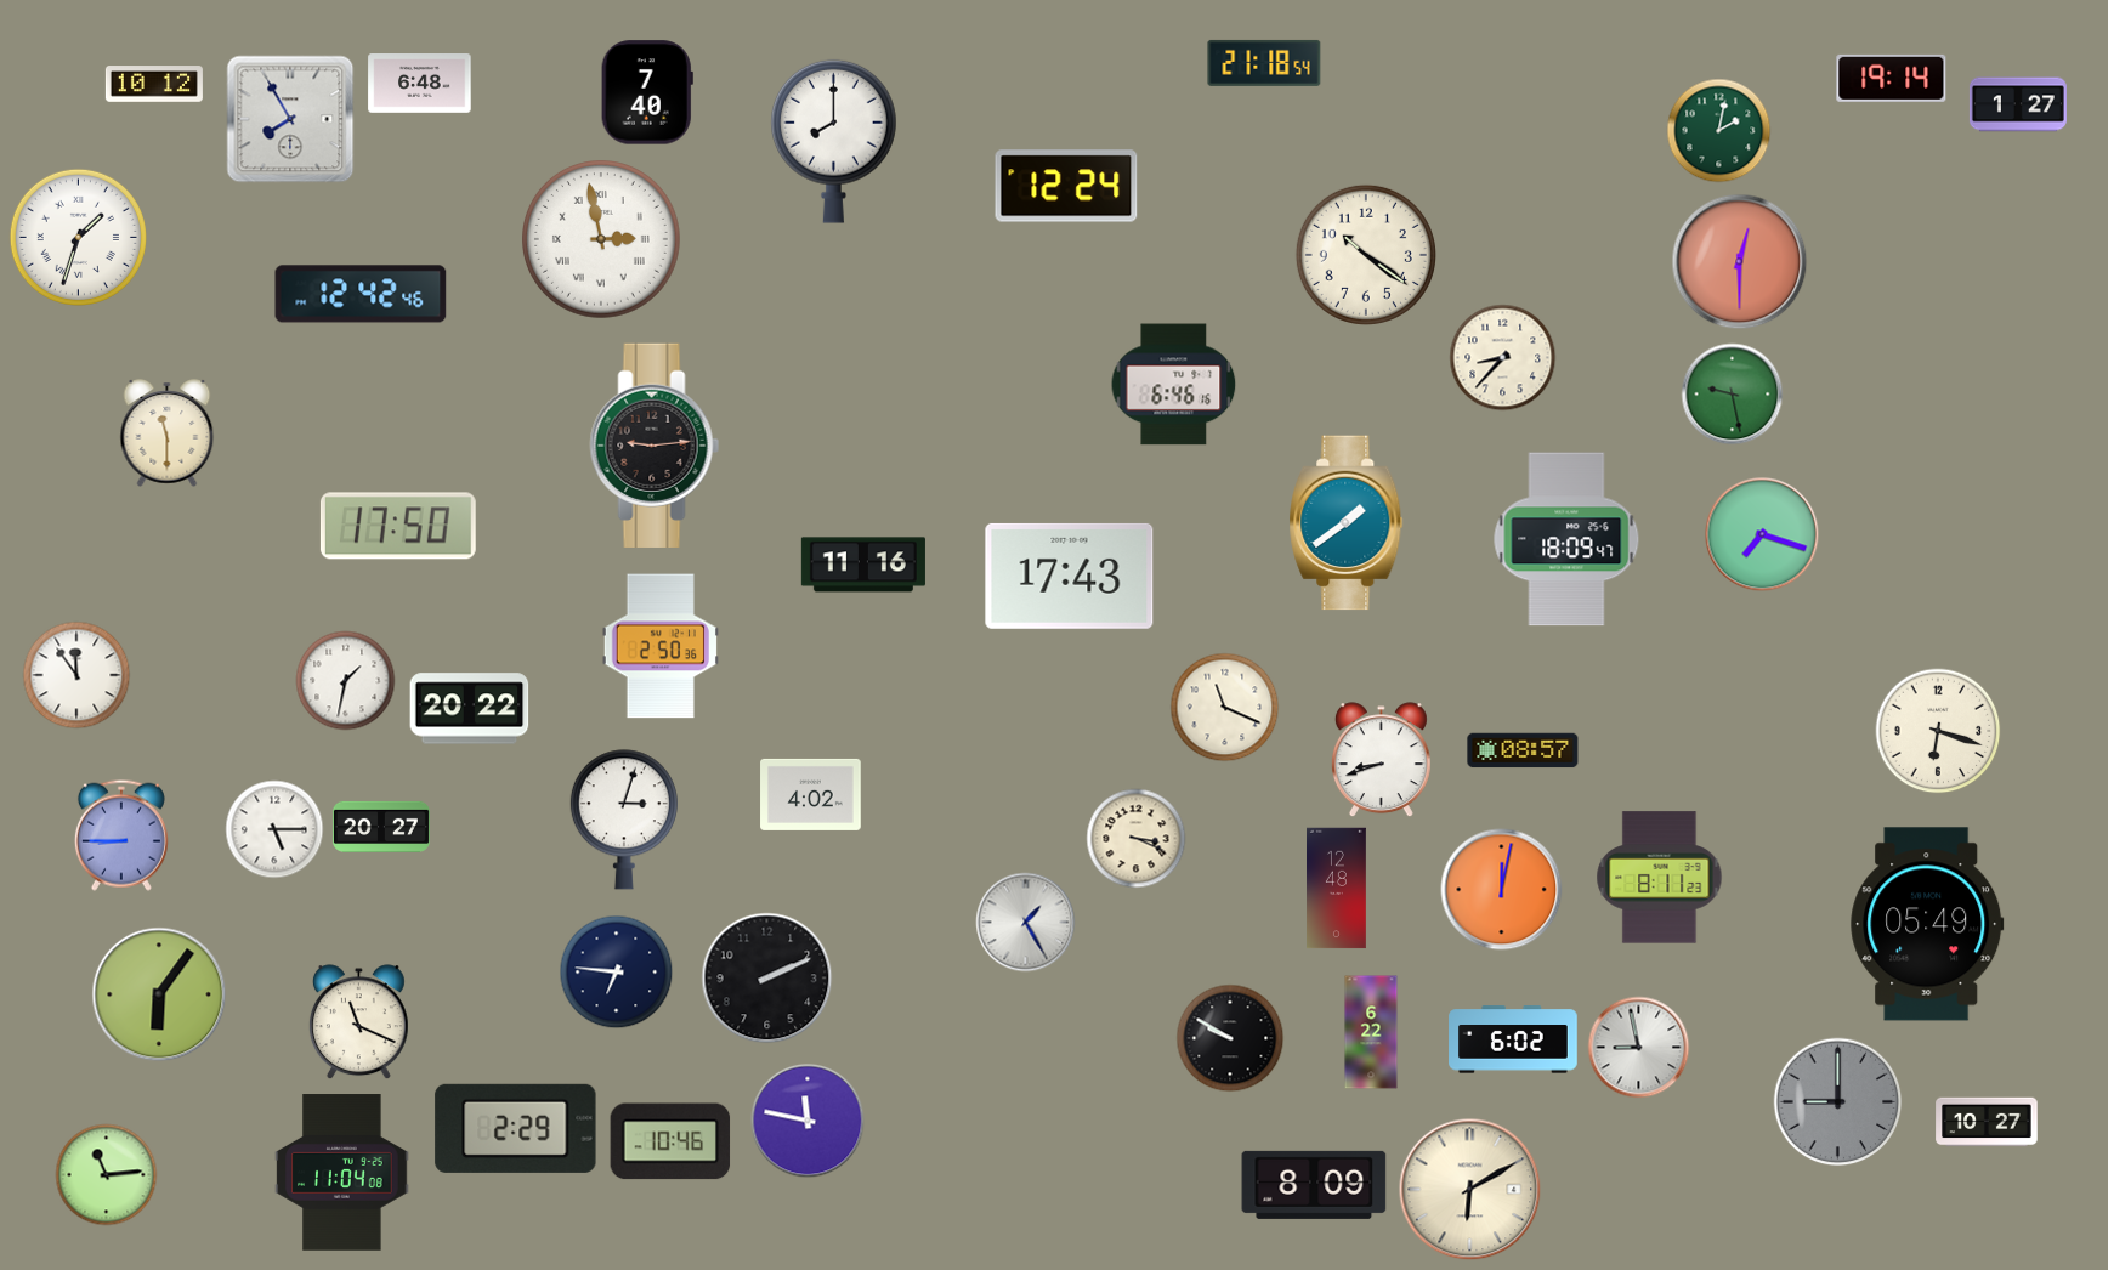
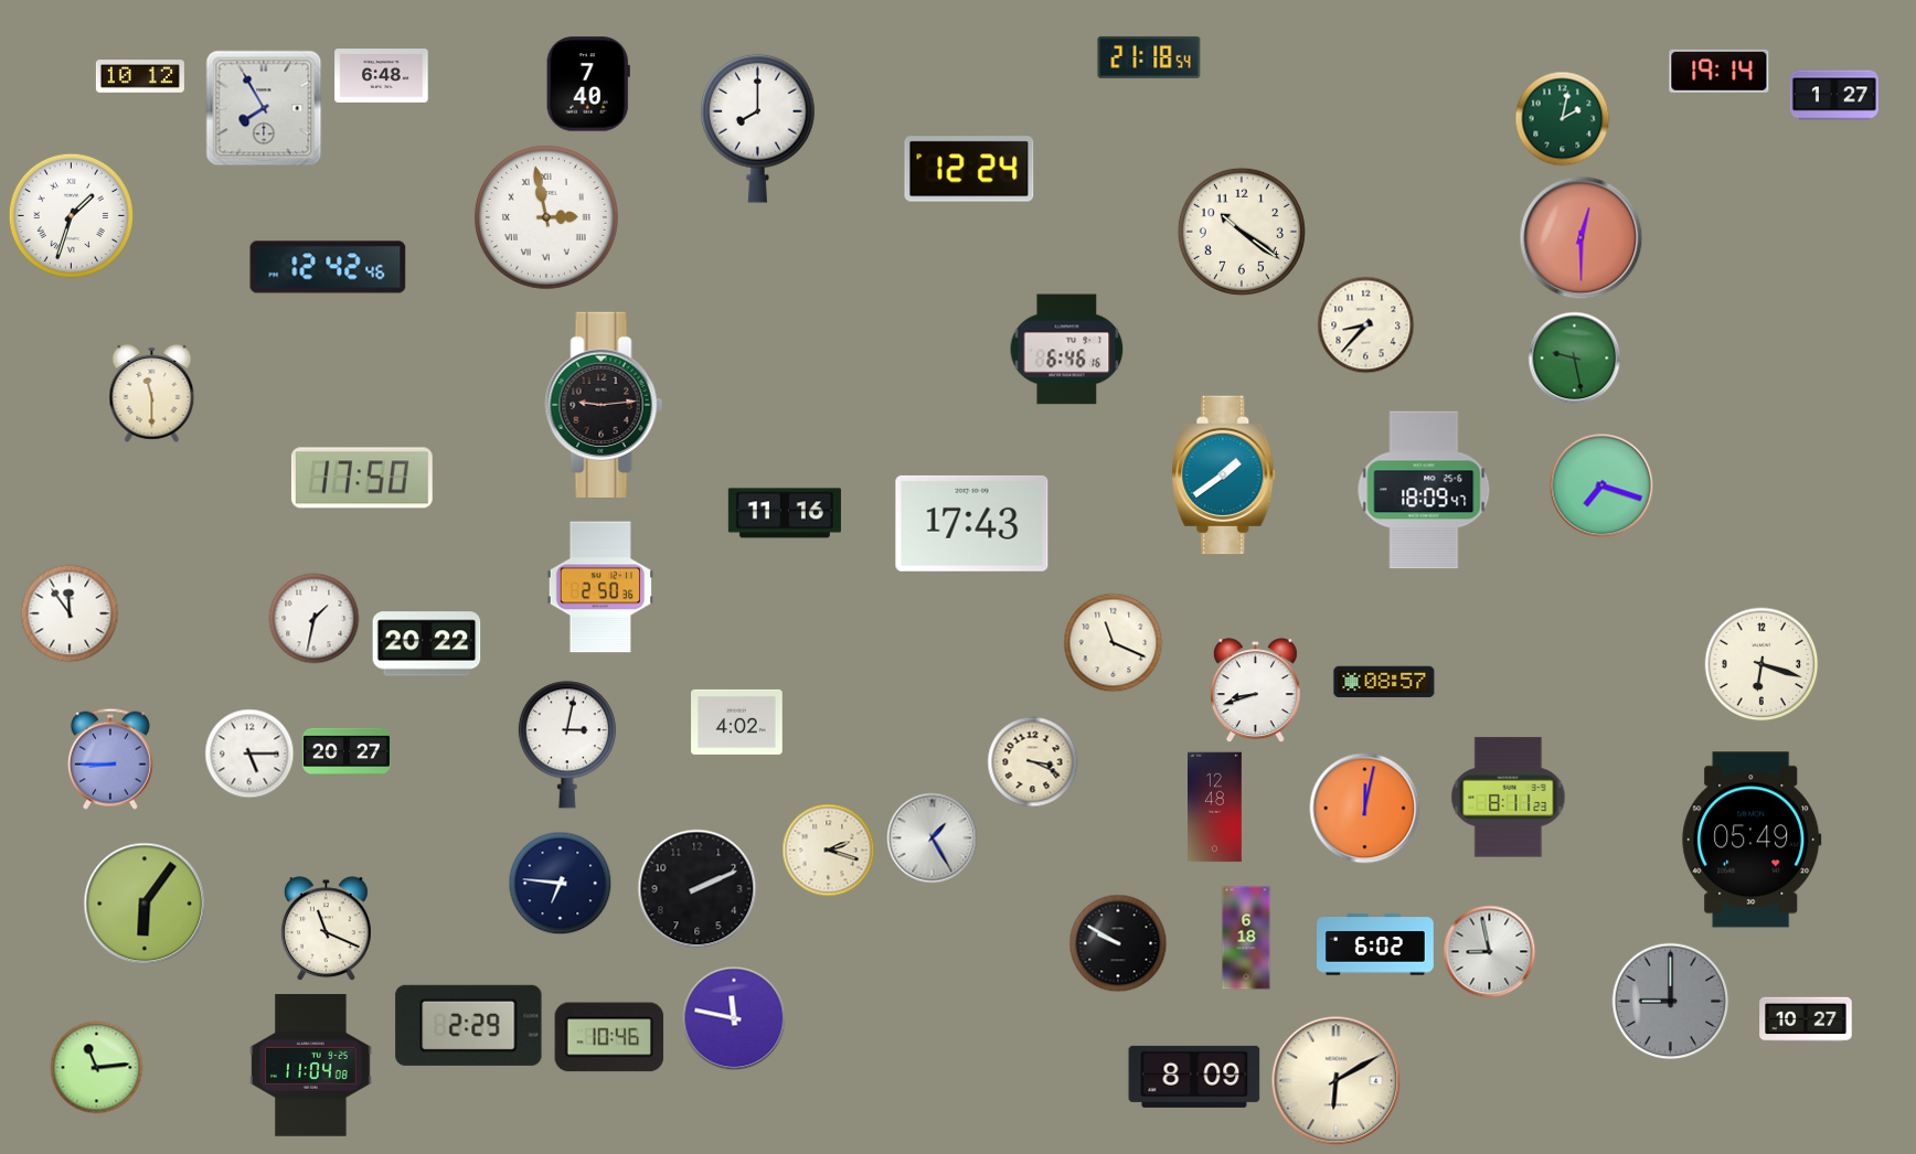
clock at (654, 446) position: (654, 446) -> (604, 405)
clock at (624, 820): 3:03 -> 3:02
clock at (829, 851): none -> 2:18
clock at (1371, 1032): 6:22 -> 6:18
